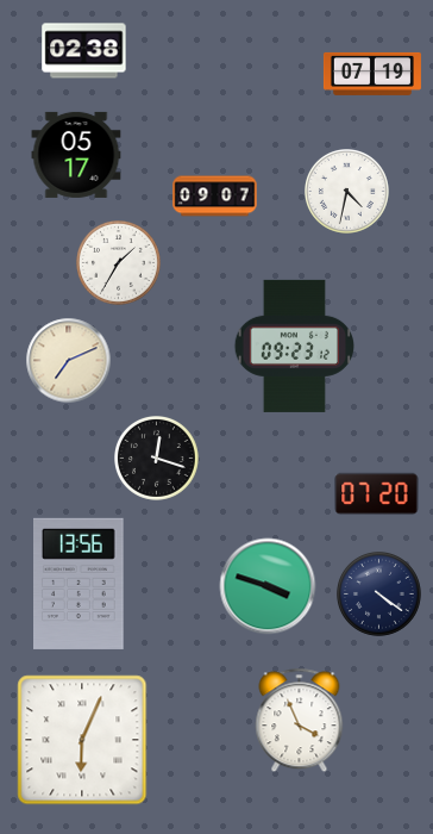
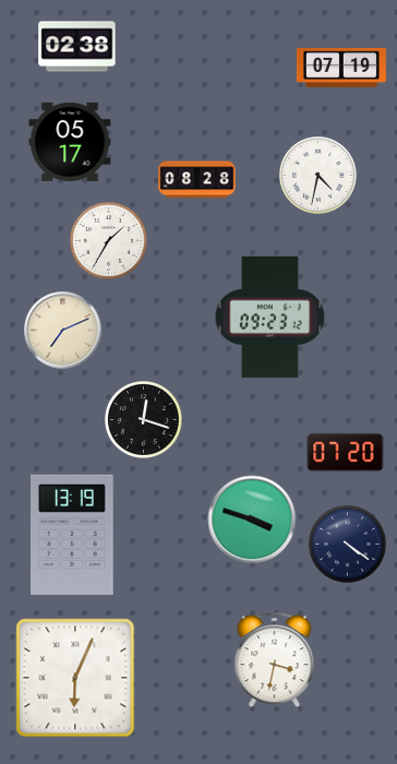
clock at (215, 197): 09:07 -> 08:28
clock at (80, 584): 13:56 -> 13:19
clock at (268, 586) position: (268, 586) -> (252, 520)
clock at (300, 721): 3:56 -> 3:32
